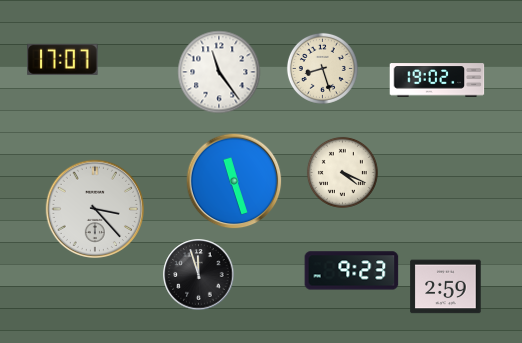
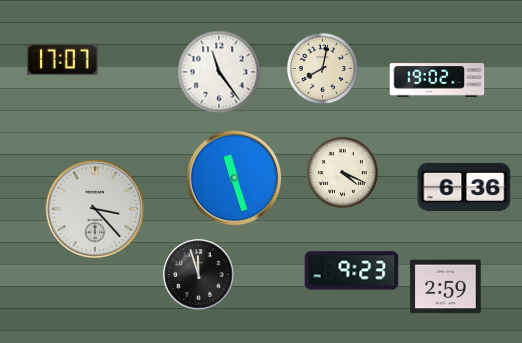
clock at (322, 68): 8:27 -> 8:02
clock at (234, 181) position: (234, 181) -> (234, 178)
clock at (464, 187): none -> 6:36
